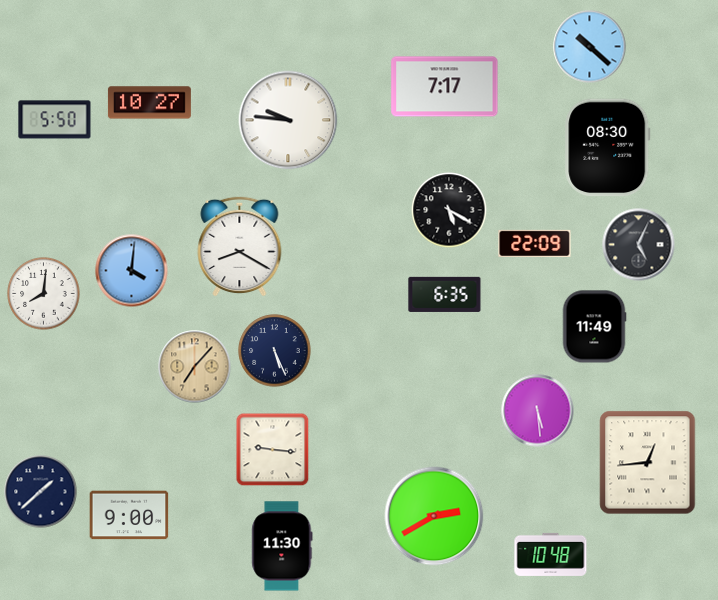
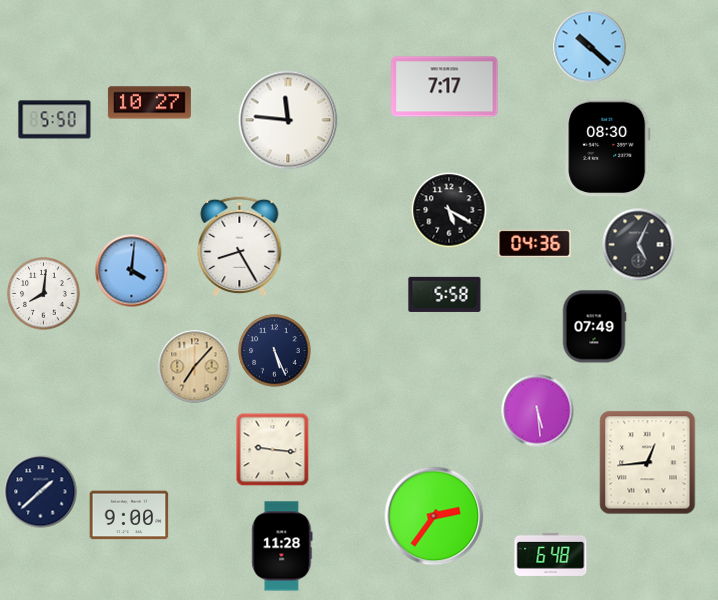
clock at (288, 120): 9:46 -> 11:46
clock at (535, 243): 22:09 -> 04:36
clock at (240, 246): 8:20 -> 8:25
clock at (445, 294): 6:35 -> 5:58
clock at (594, 327): 11:49 -> 07:49
clock at (434, 516): 2:40 -> 2:36
clock at (282, 546): 11:30 -> 11:28
clock at (551, 554): 10:48 -> 6:48
